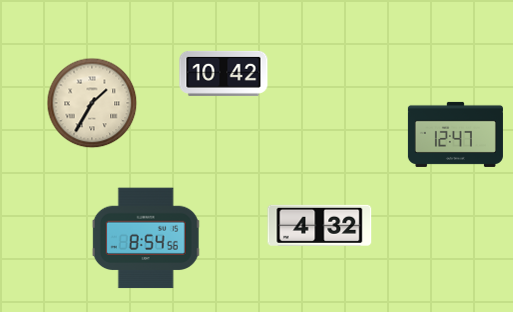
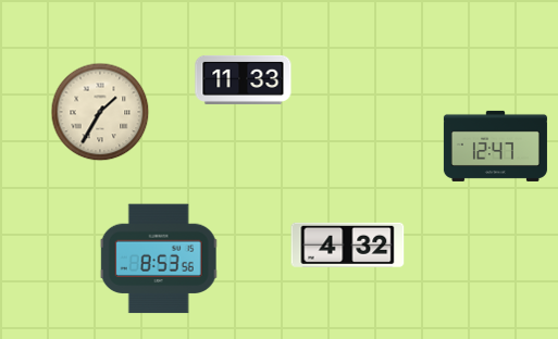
clock at (224, 73): 10:42 -> 11:33
clock at (146, 238): 8:54 -> 8:53
